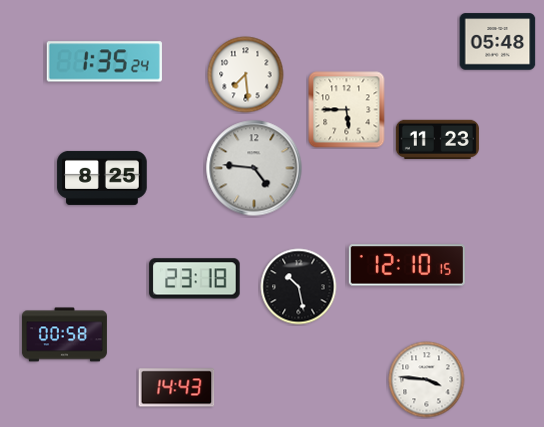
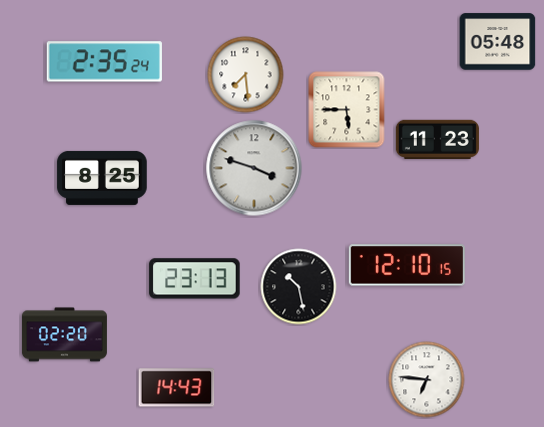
clock at (104, 62): 1:35 -> 2:35
clock at (254, 168): 4:46 -> 3:48
clock at (195, 279): 23:18 -> 23:13
clock at (64, 335): 00:58 -> 02:20
clock at (427, 380): 3:46 -> 6:46
